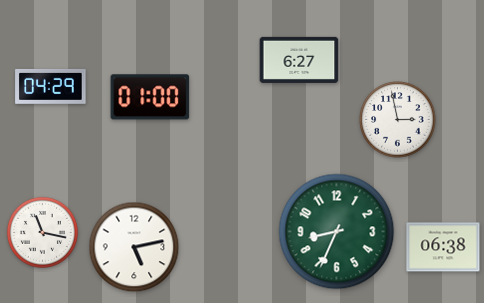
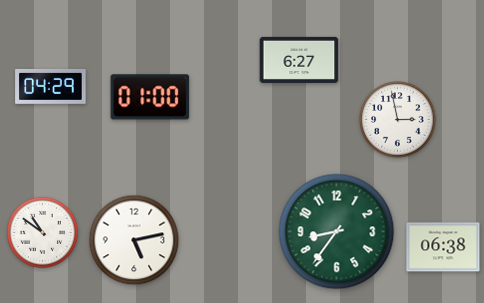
clock at (42, 232): 11:17 -> 10:51
clock at (337, 232): 8:34 -> 8:36
clock at (134, 247) position: (134, 247) -> (134, 240)
